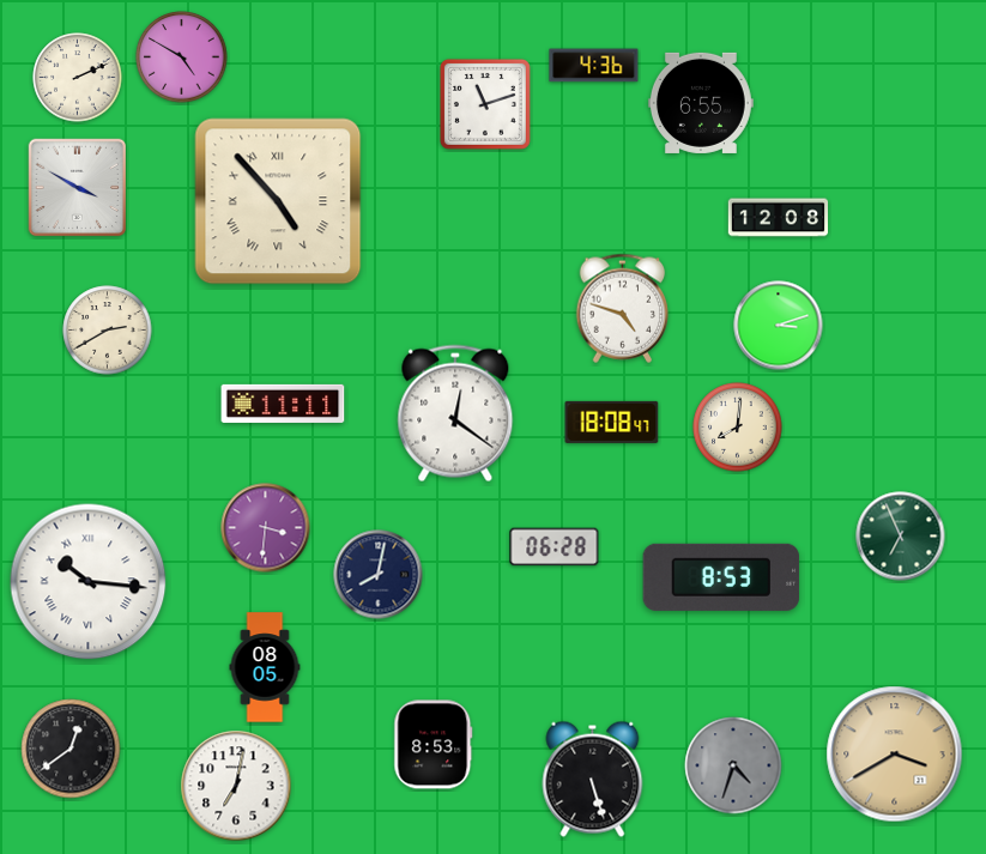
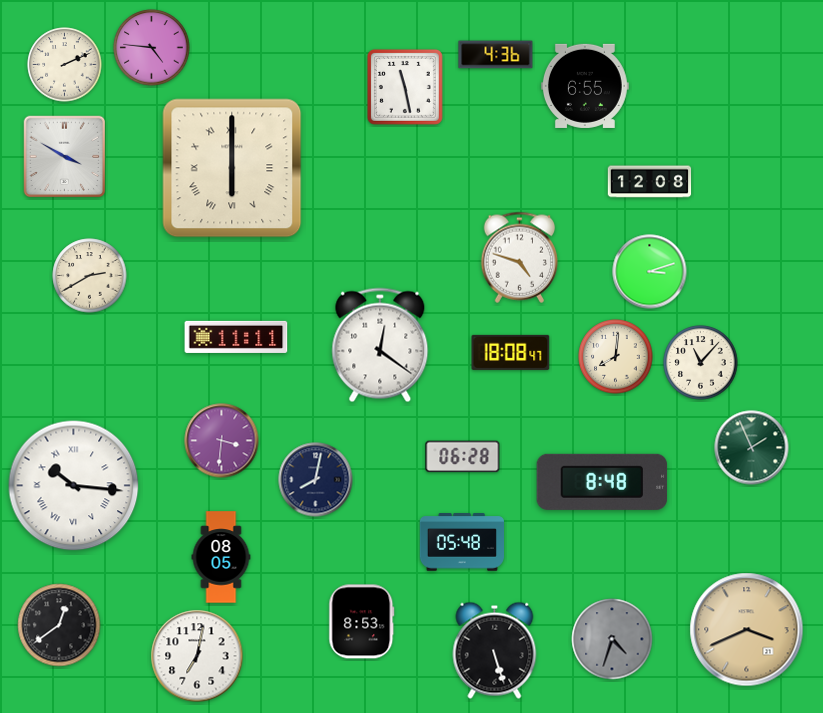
clock at (182, 57): 4:50 -> 4:46
clock at (485, 104): 11:12 -> 11:28
clock at (278, 201): 4:53 -> 6:00
clock at (701, 363): none -> 11:07
clock at (901, 537): 6:56 -> 1:56
clock at (721, 577): 8:53 -> 8:48
clock at (461, 542): none -> 05:48
clock at (895, 755): 3:40 -> 3:41
